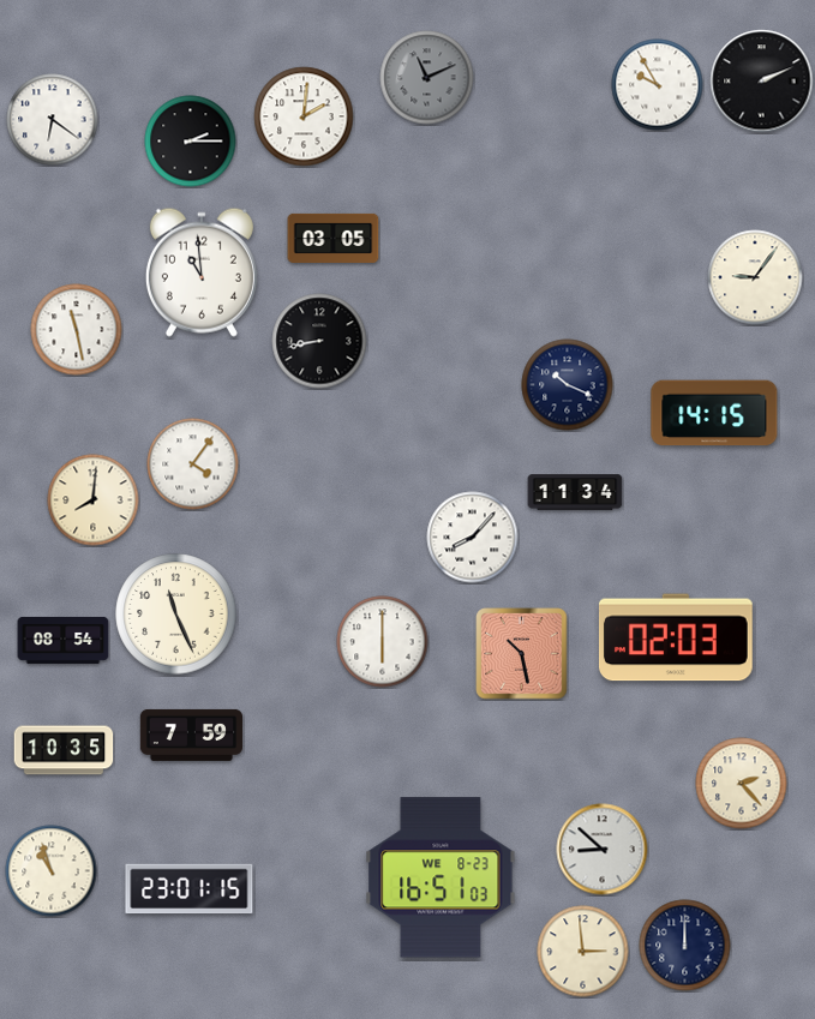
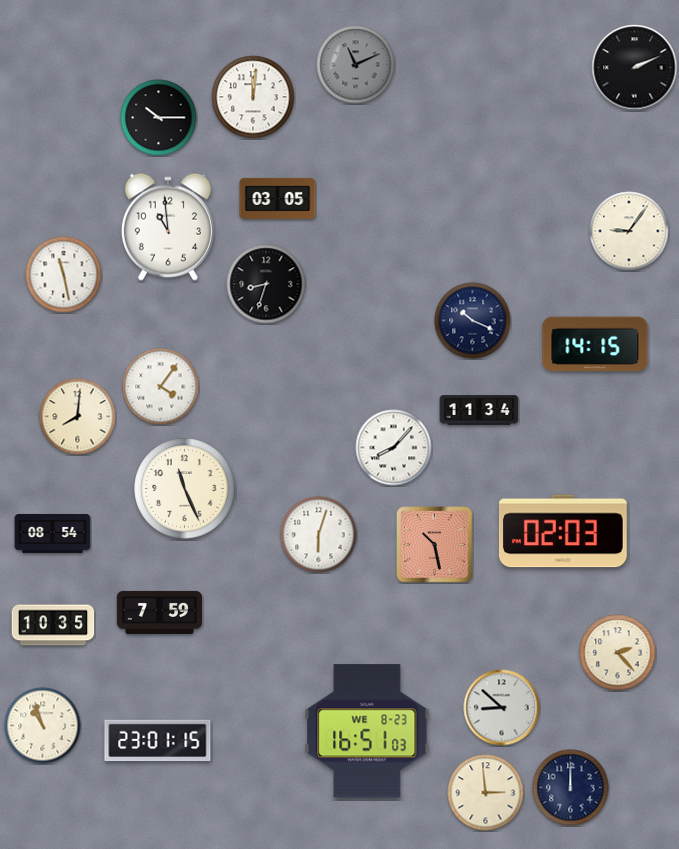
clock at (658, 85): 9:55 -> none
clock at (304, 116): 2:01 -> 12:01
clock at (53, 120): 6:21 -> none
clock at (191, 142): 2:15 -> 10:15
clock at (319, 341): 8:43 -> 8:33
clock at (176, 615) position: (176, 615) -> (185, 489)
clock at (383, 642): 6:00 -> 6:03
